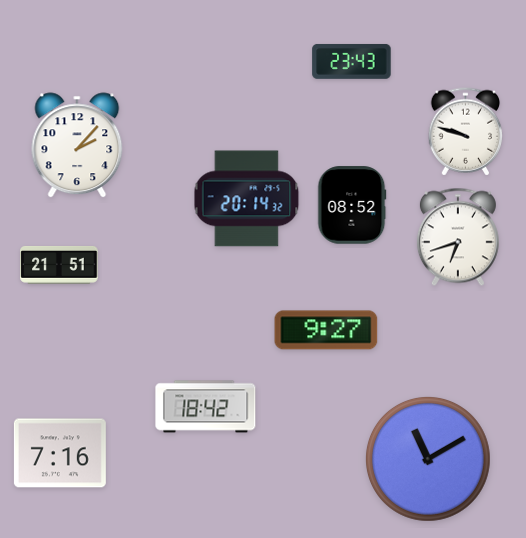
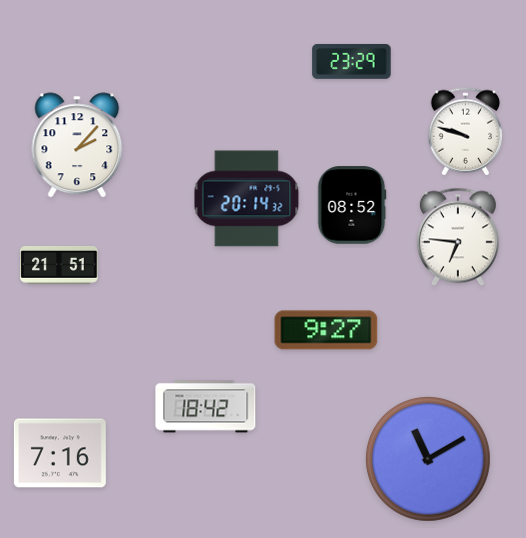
clock at (352, 62): 23:43 -> 23:29
clock at (458, 237): 6:42 -> 6:46
